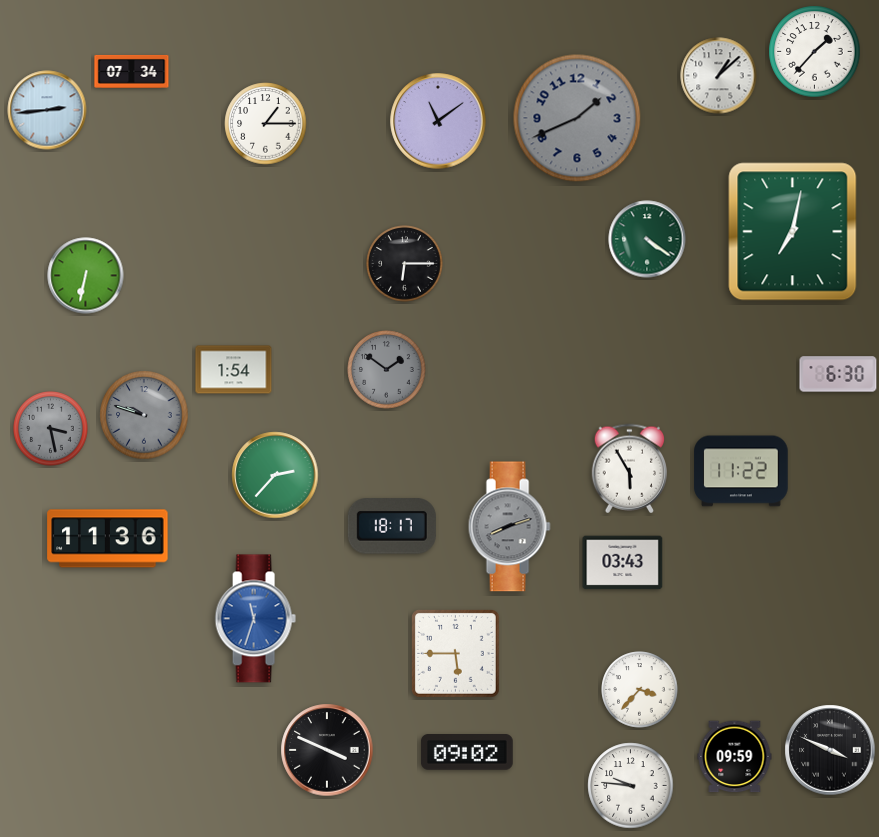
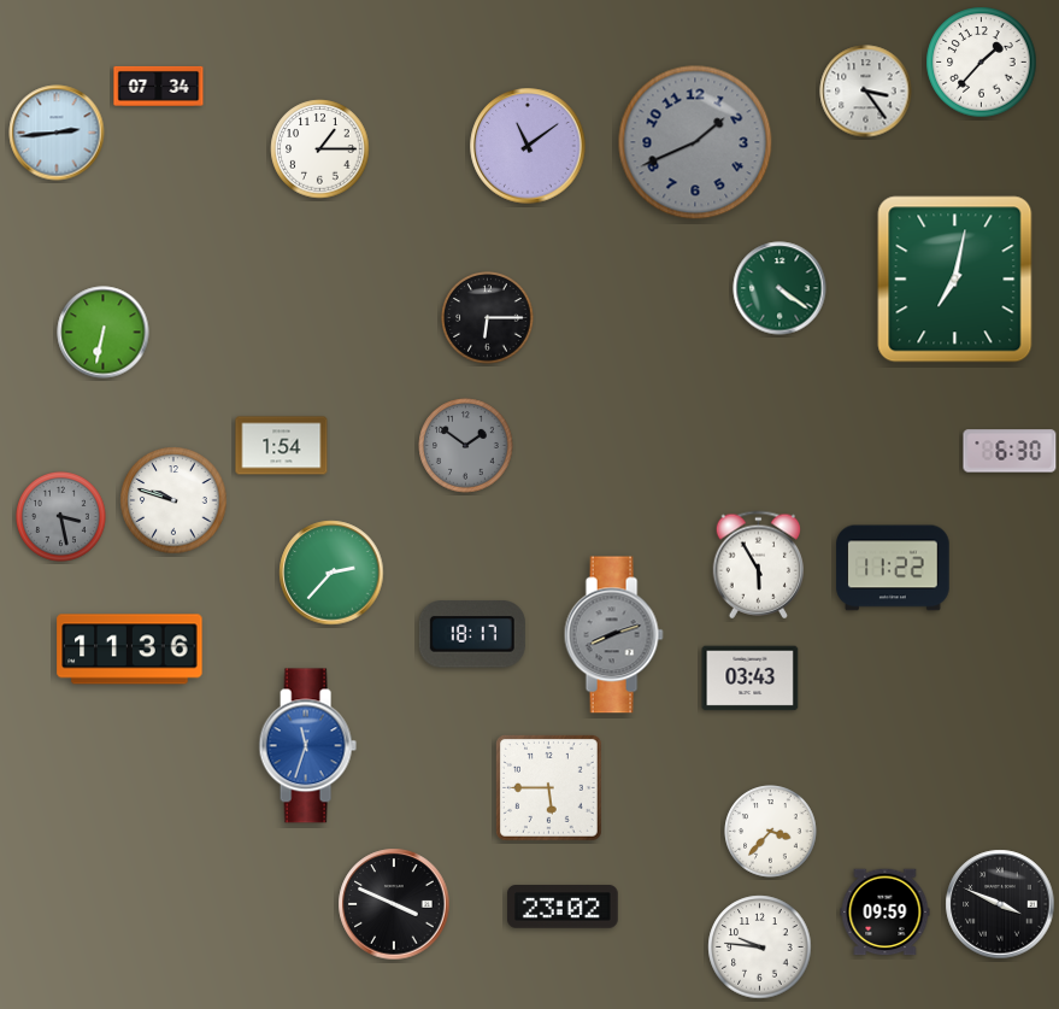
clock at (719, 76): 1:08 -> 3:24
clock at (144, 415) dial: grey -> white
clock at (468, 753): 09:02 -> 23:02
